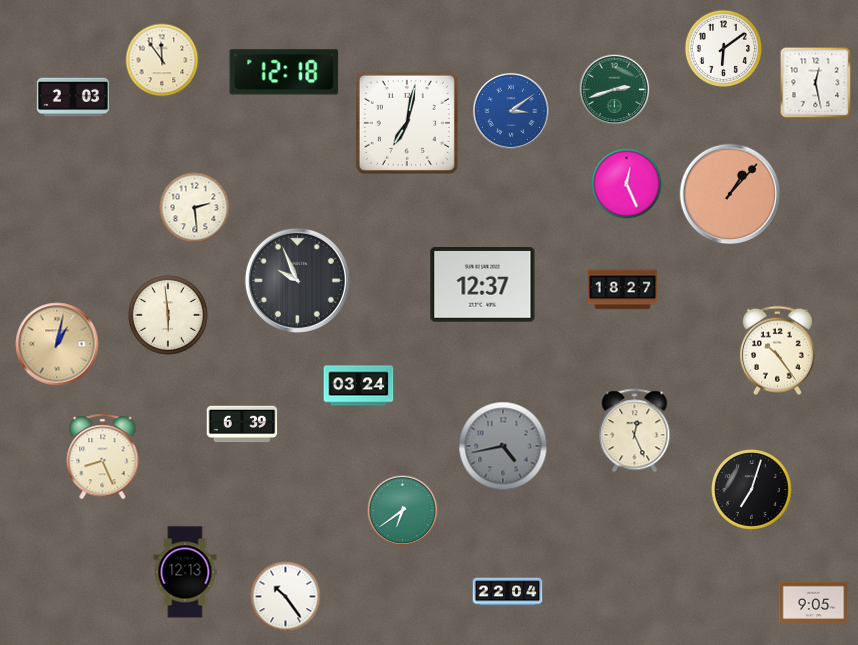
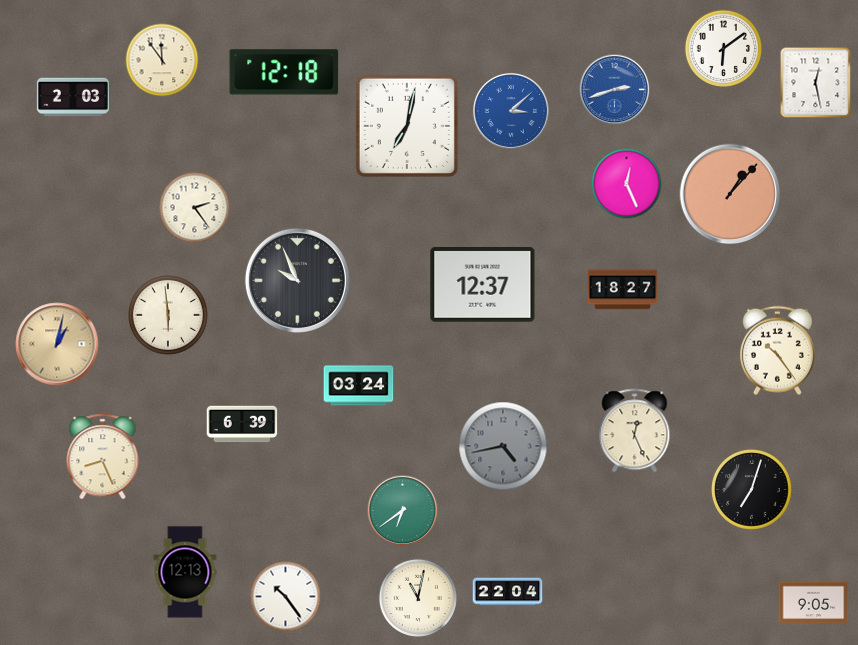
clock at (615, 90) dial: green -> blue
clock at (511, 111): 3:09 -> 3:08
clock at (407, 123) position: (407, 123) -> (407, 126)
clock at (195, 208): 2:29 -> 2:24
clock at (418, 598): none -> 11:02
